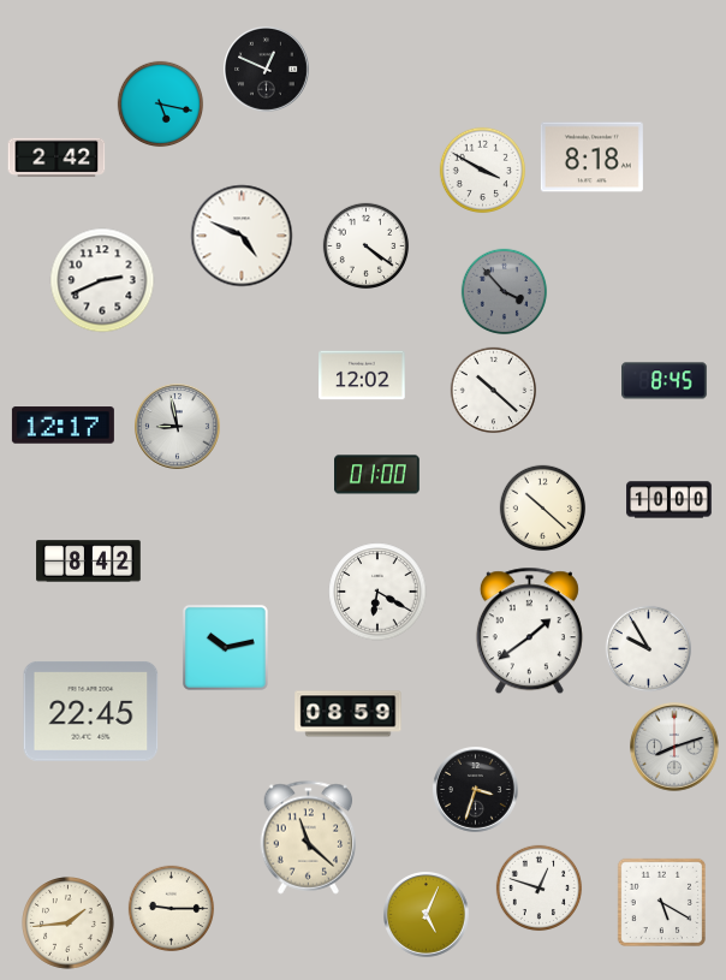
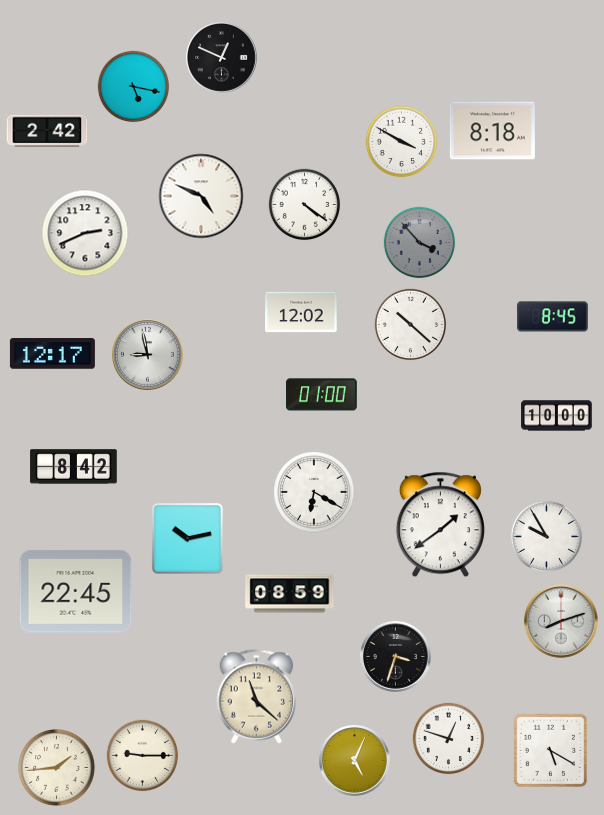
clock at (377, 475) position: (377, 475) -> (322, 395)
clock at (543, 509): 10:22 -> none
clock at (649, 649) position: (649, 649) -> (547, 537)
